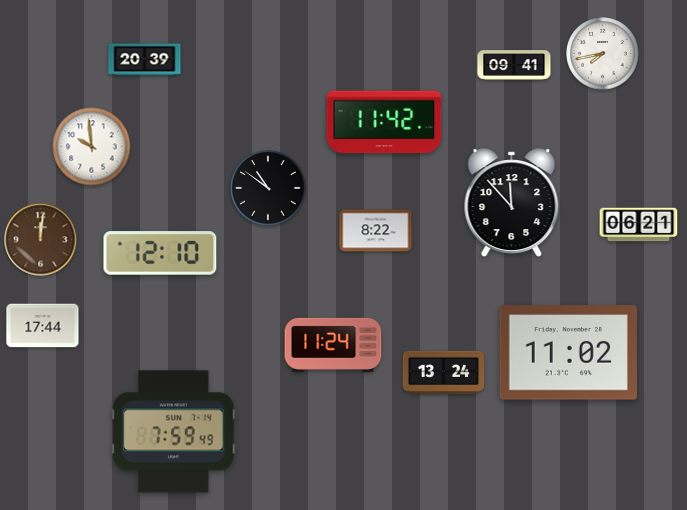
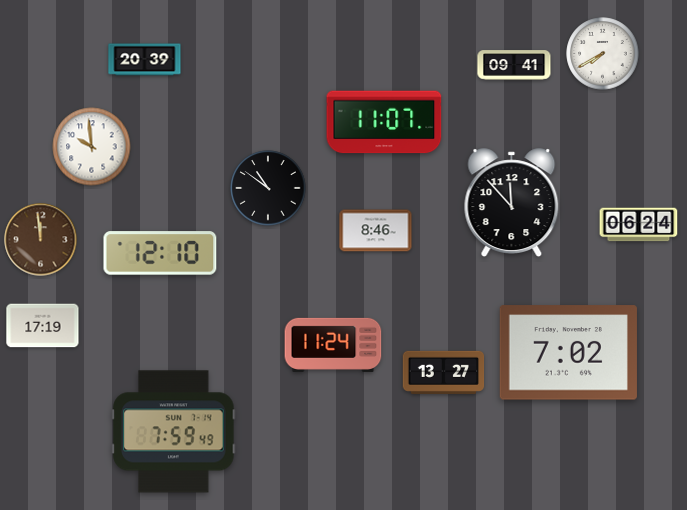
clock at (603, 54): 7:43 -> 7:40
clock at (384, 122): 11:42 -> 11:07
clock at (639, 225): 06:21 -> 06:24
clock at (376, 231): 8:22 -> 8:46
clock at (41, 240): 12:01 -> 11:59
clock at (43, 326): 17:44 -> 17:19
clock at (568, 353): 11:02 -> 7:02
clock at (444, 372): 13:24 -> 13:27
